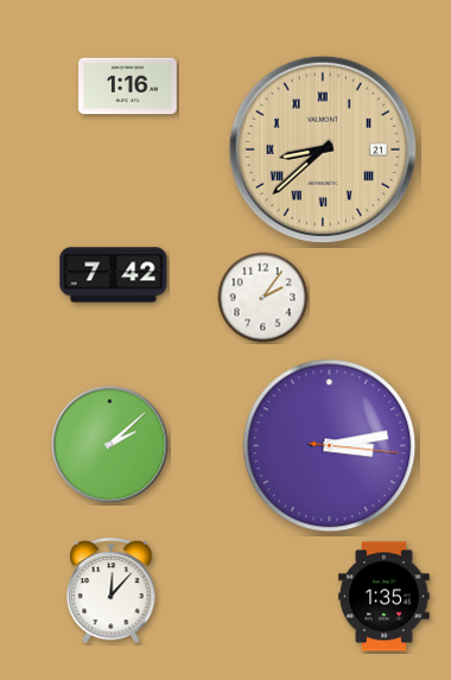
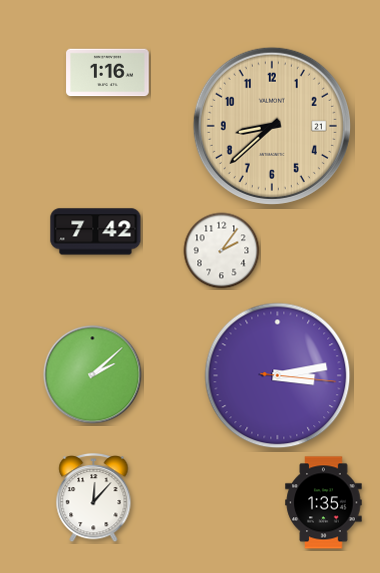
clock at (323, 150) numerals: Roman -> Arabic
